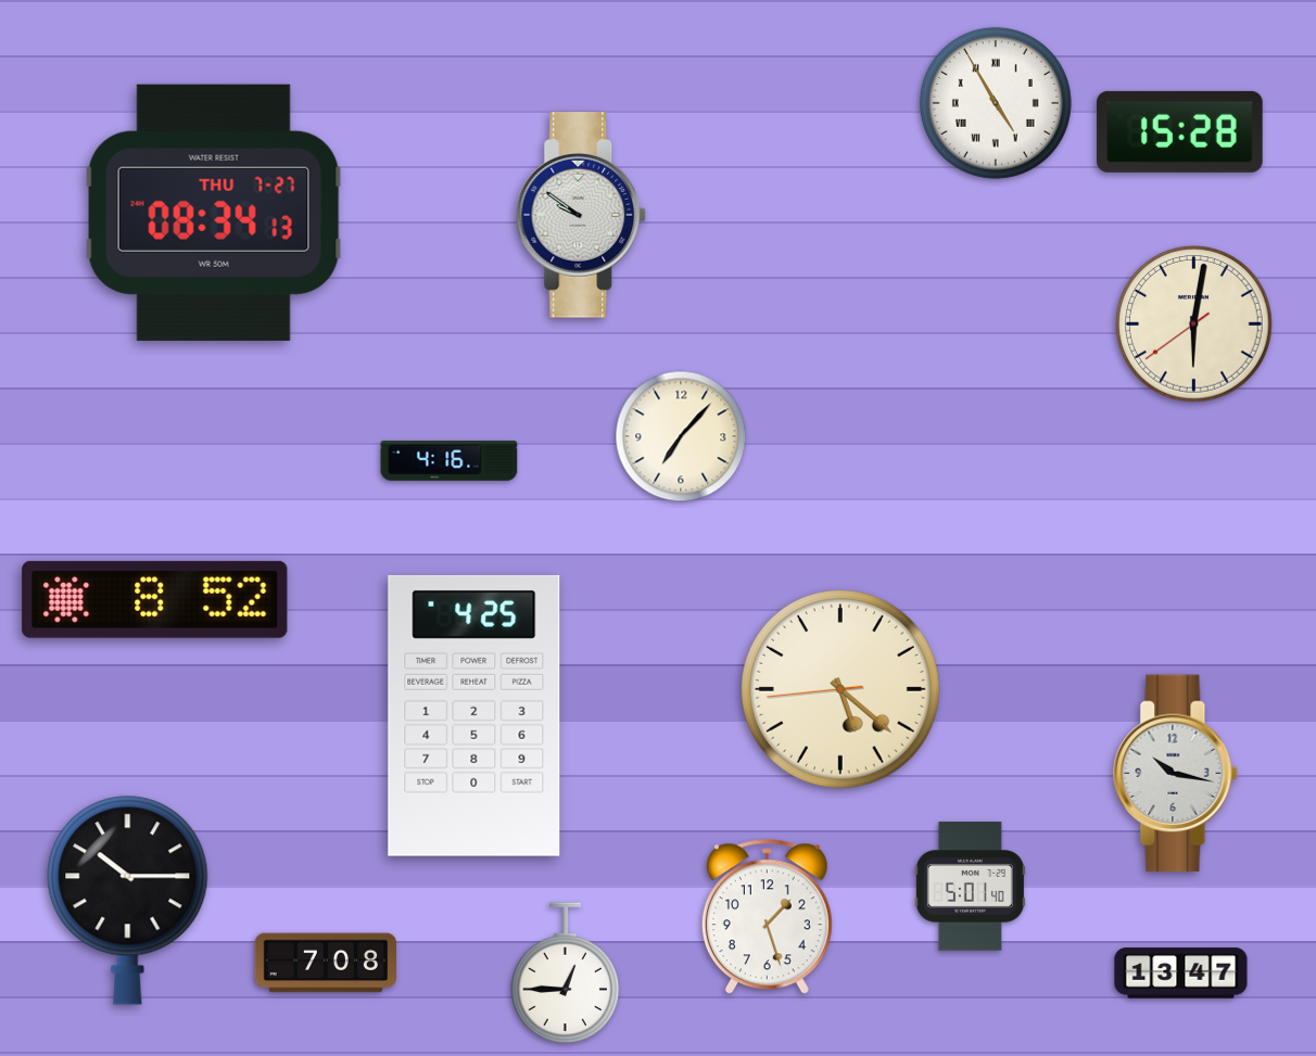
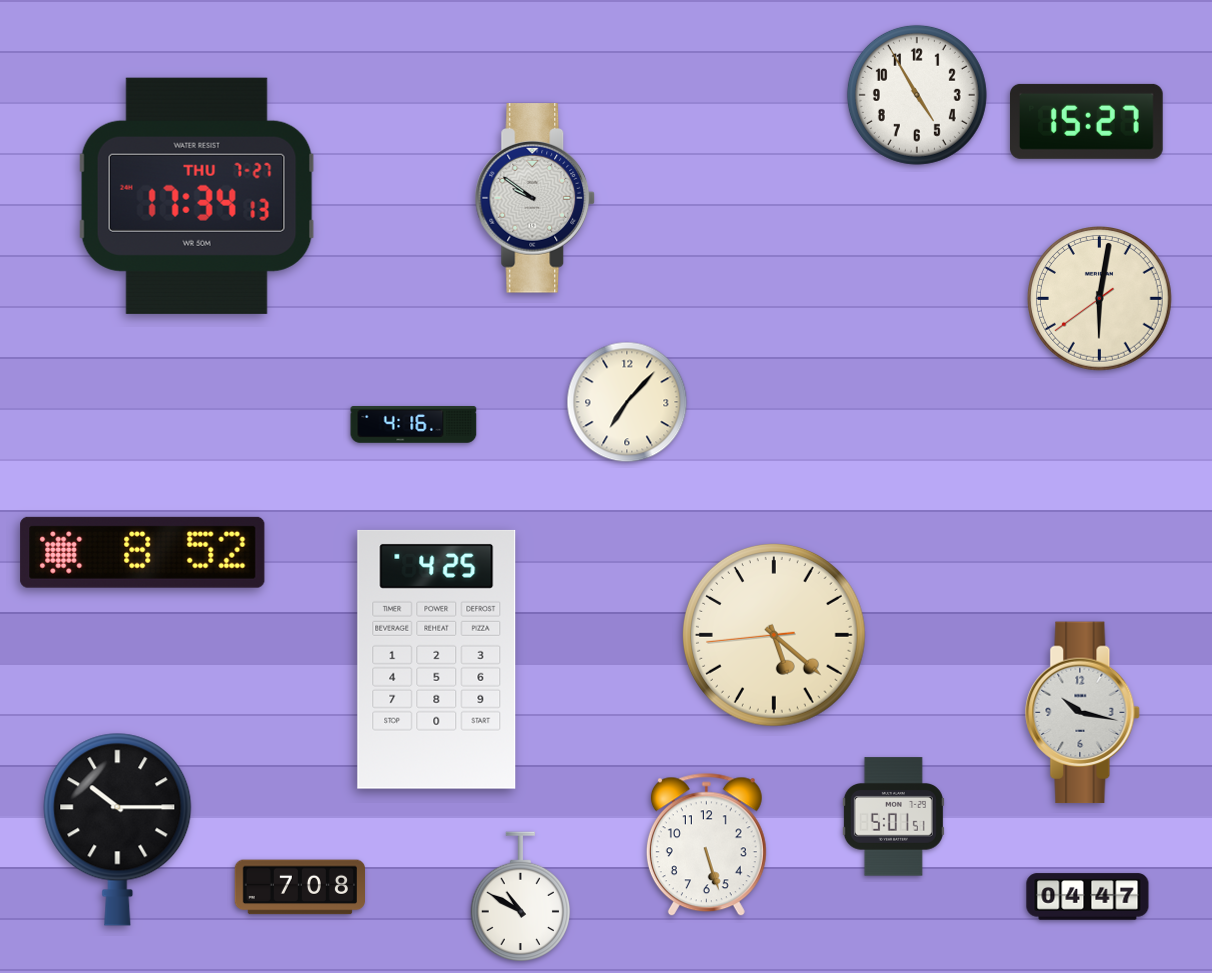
clock at (996, 103) numerals: Roman -> Arabic
clock at (1180, 131): 15:28 -> 15:27
clock at (214, 213): 08:34 -> 17:34
clock at (970, 887): 5:01:40 -> 5:01:51
clock at (767, 917): 1:27 -> 5:27
clock at (565, 974): 12:45 -> 10:50
clock at (1181, 974): 13:47 -> 04:47
